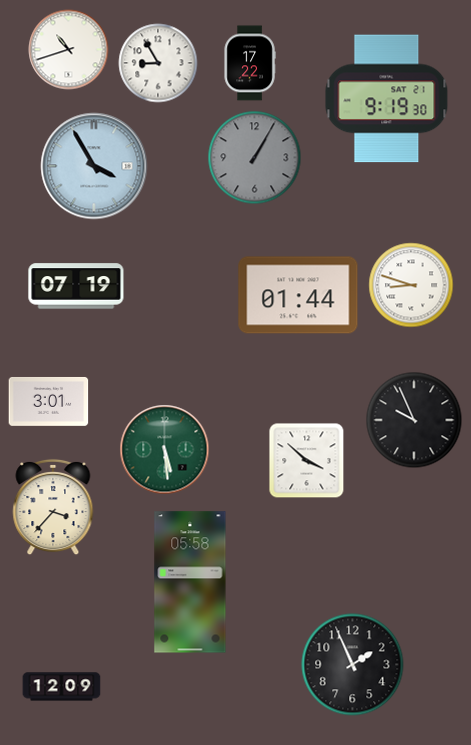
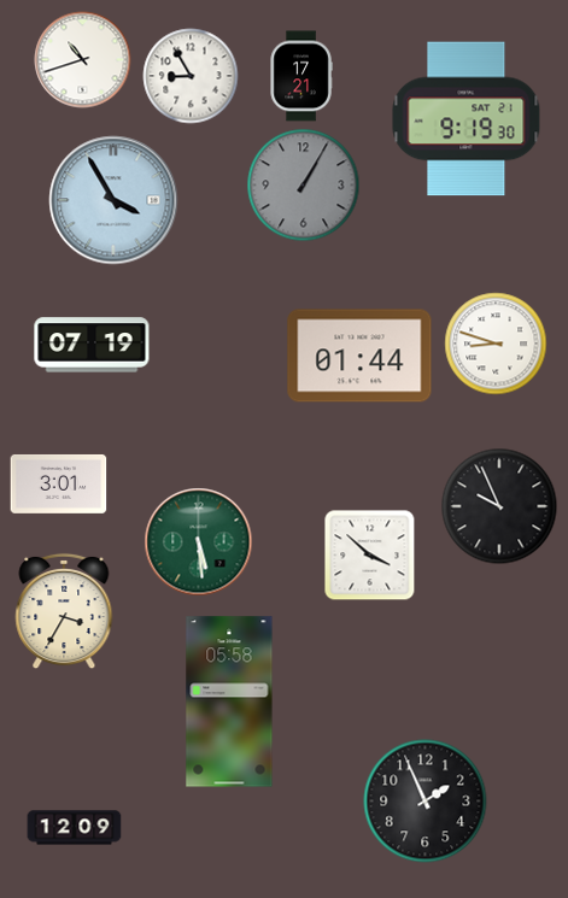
clock at (250, 63): 17:22 -> 17:21
clock at (255, 158) position: (255, 158) -> (304, 186)
clock at (53, 507): 3:37 -> 3:35
